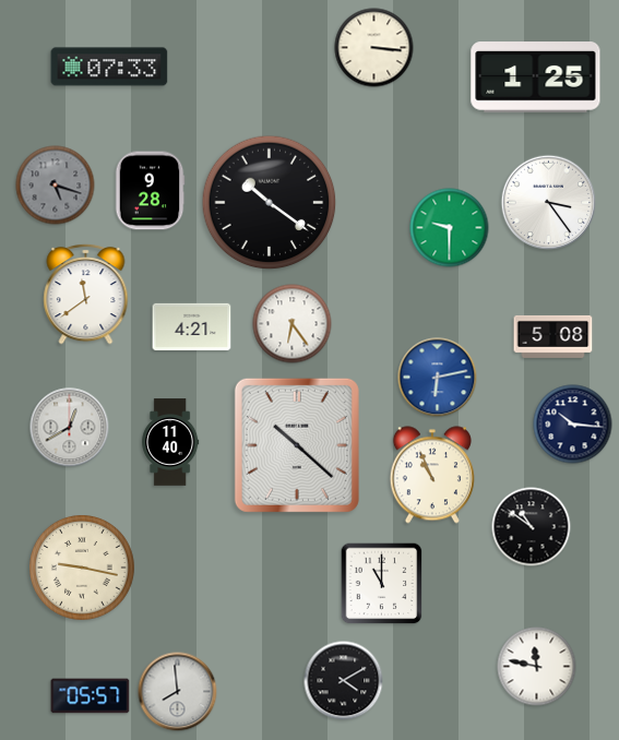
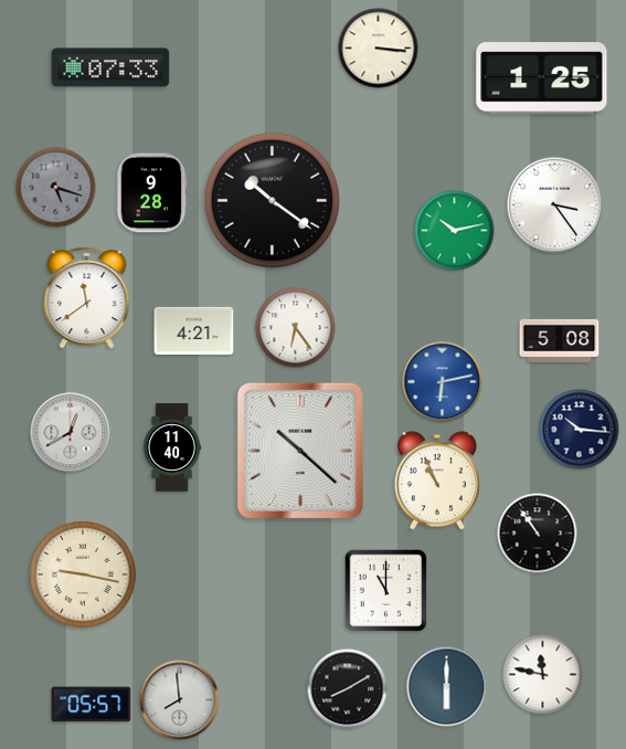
clock at (270, 203) position: (270, 203) -> (273, 201)
clock at (450, 228): 9:30 -> 10:13
clock at (532, 527): 10:51 -> 10:54
clock at (447, 687): none -> 6:00
clock at (344, 681): 4:10 -> 8:10
